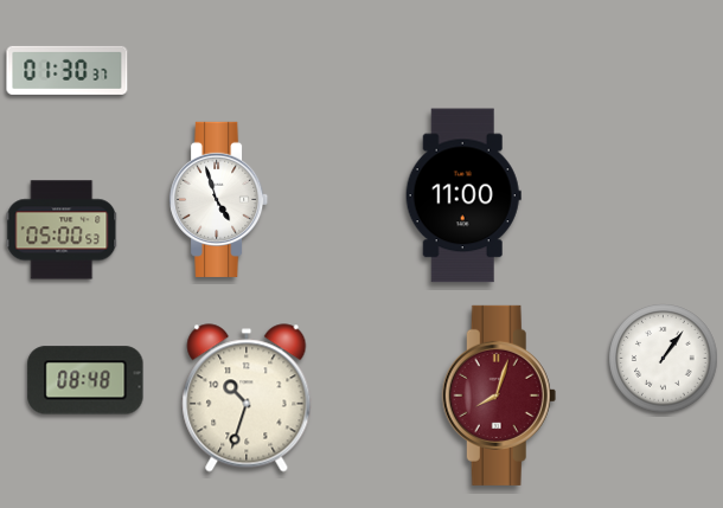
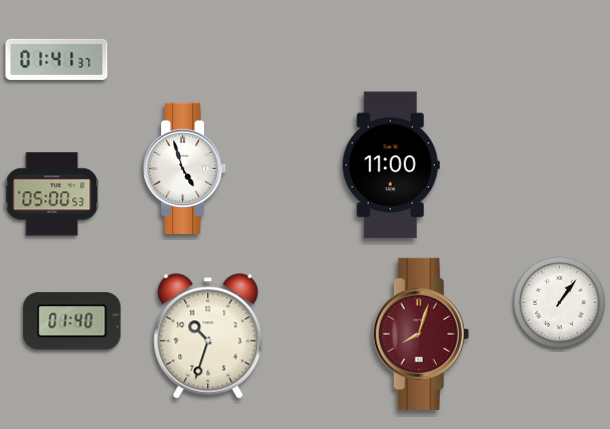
clock at (68, 70): 01:30 -> 01:41
clock at (85, 380): 08:48 -> 01:40
